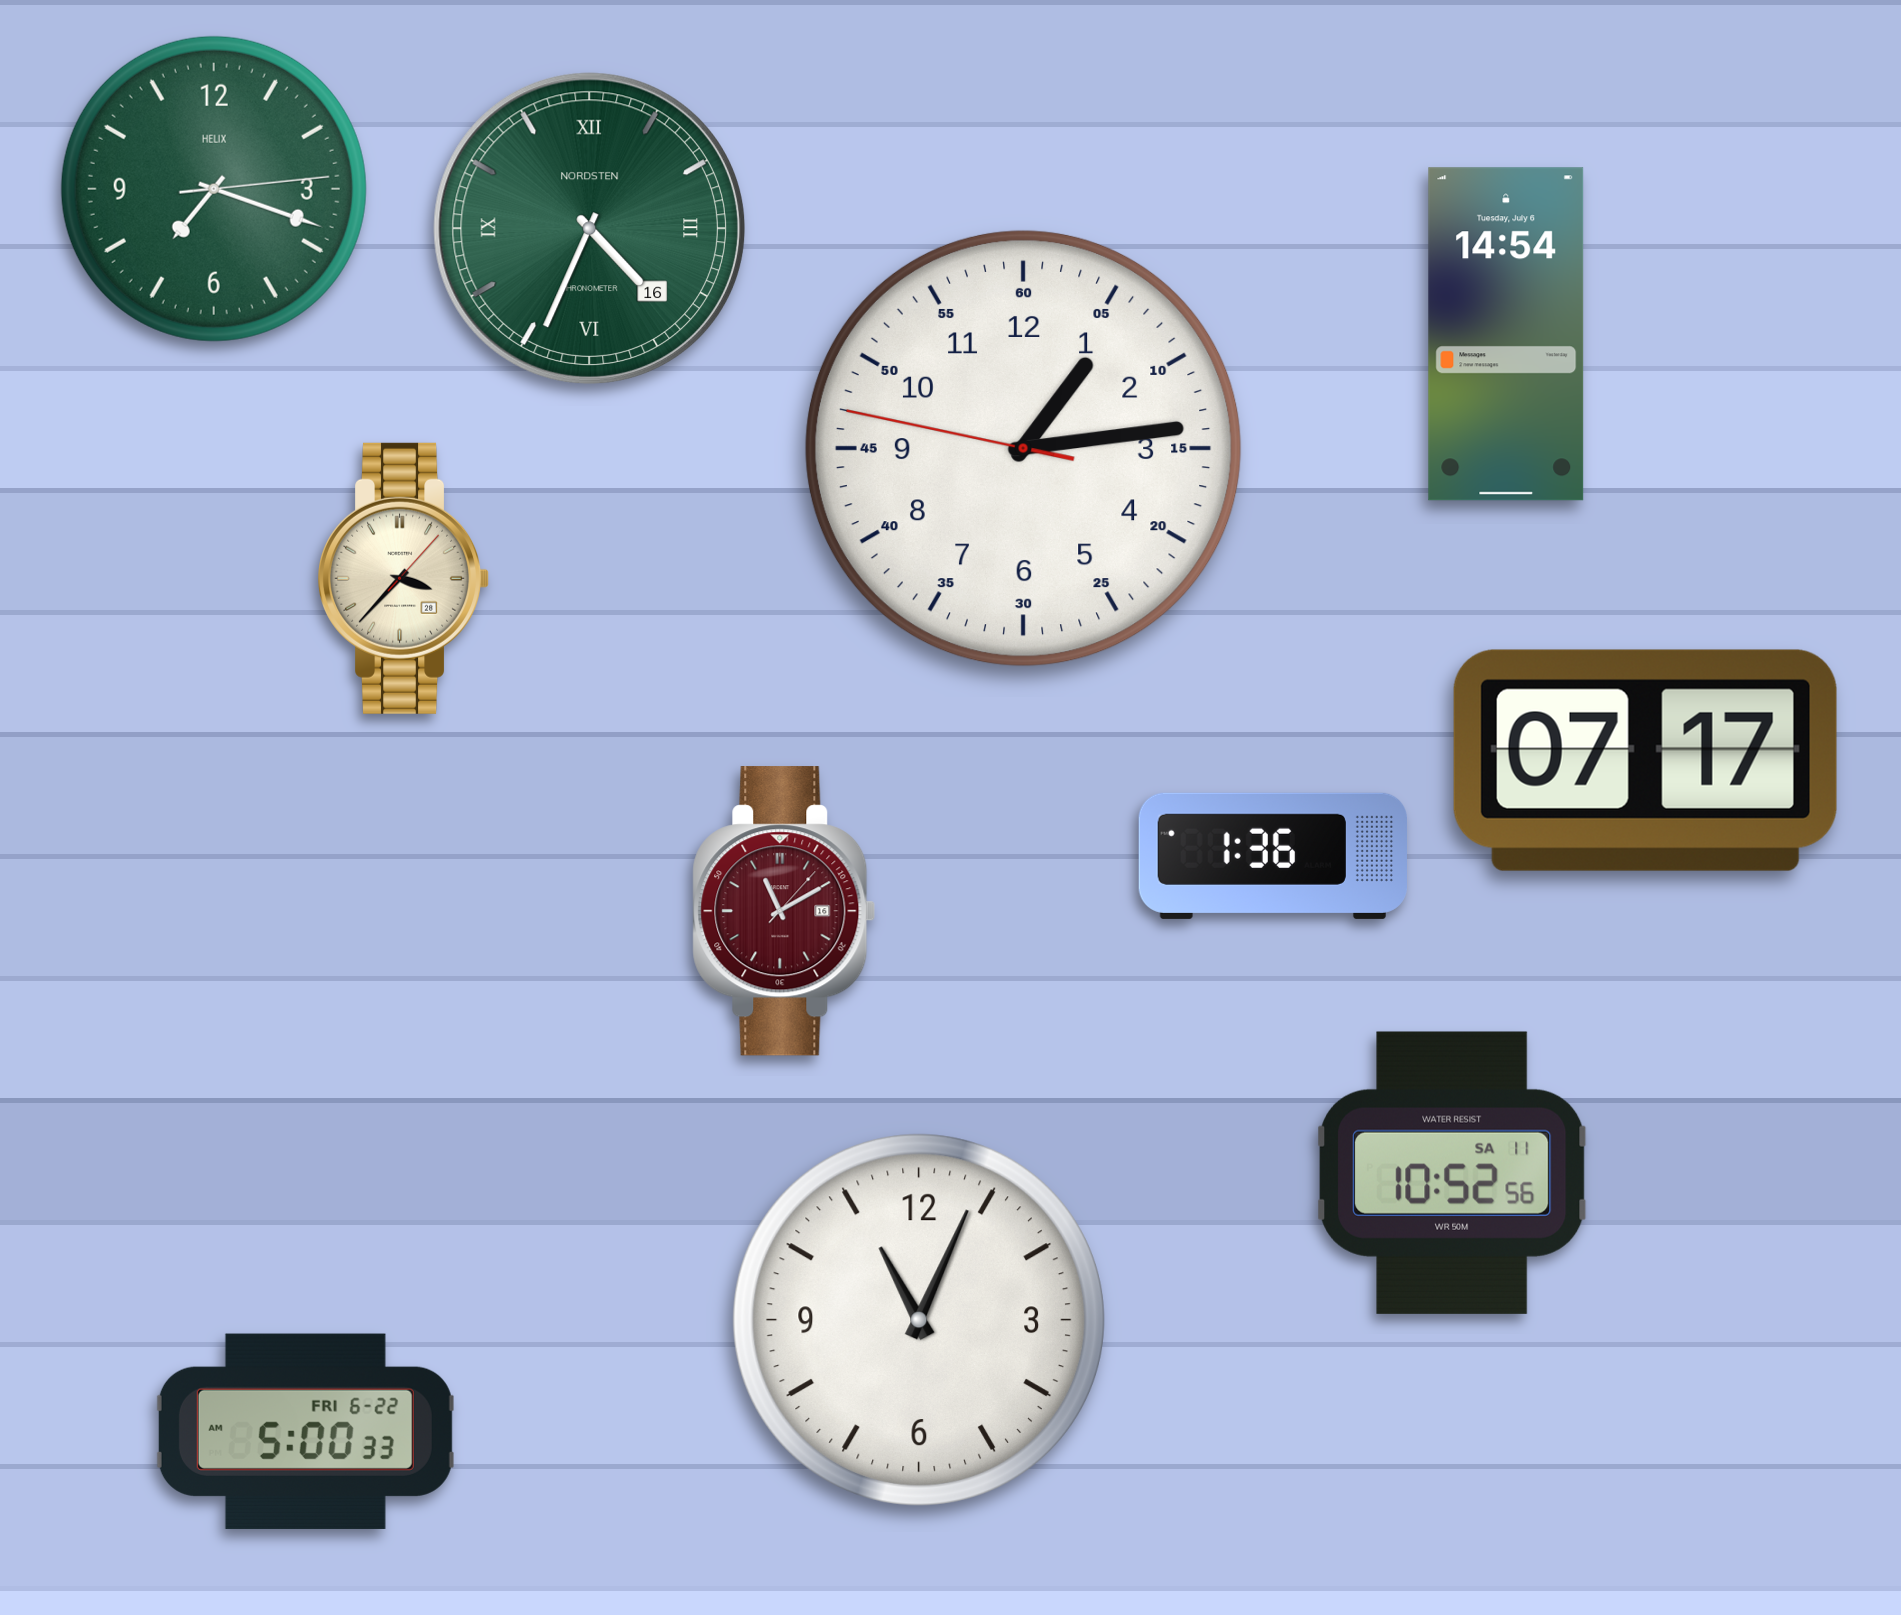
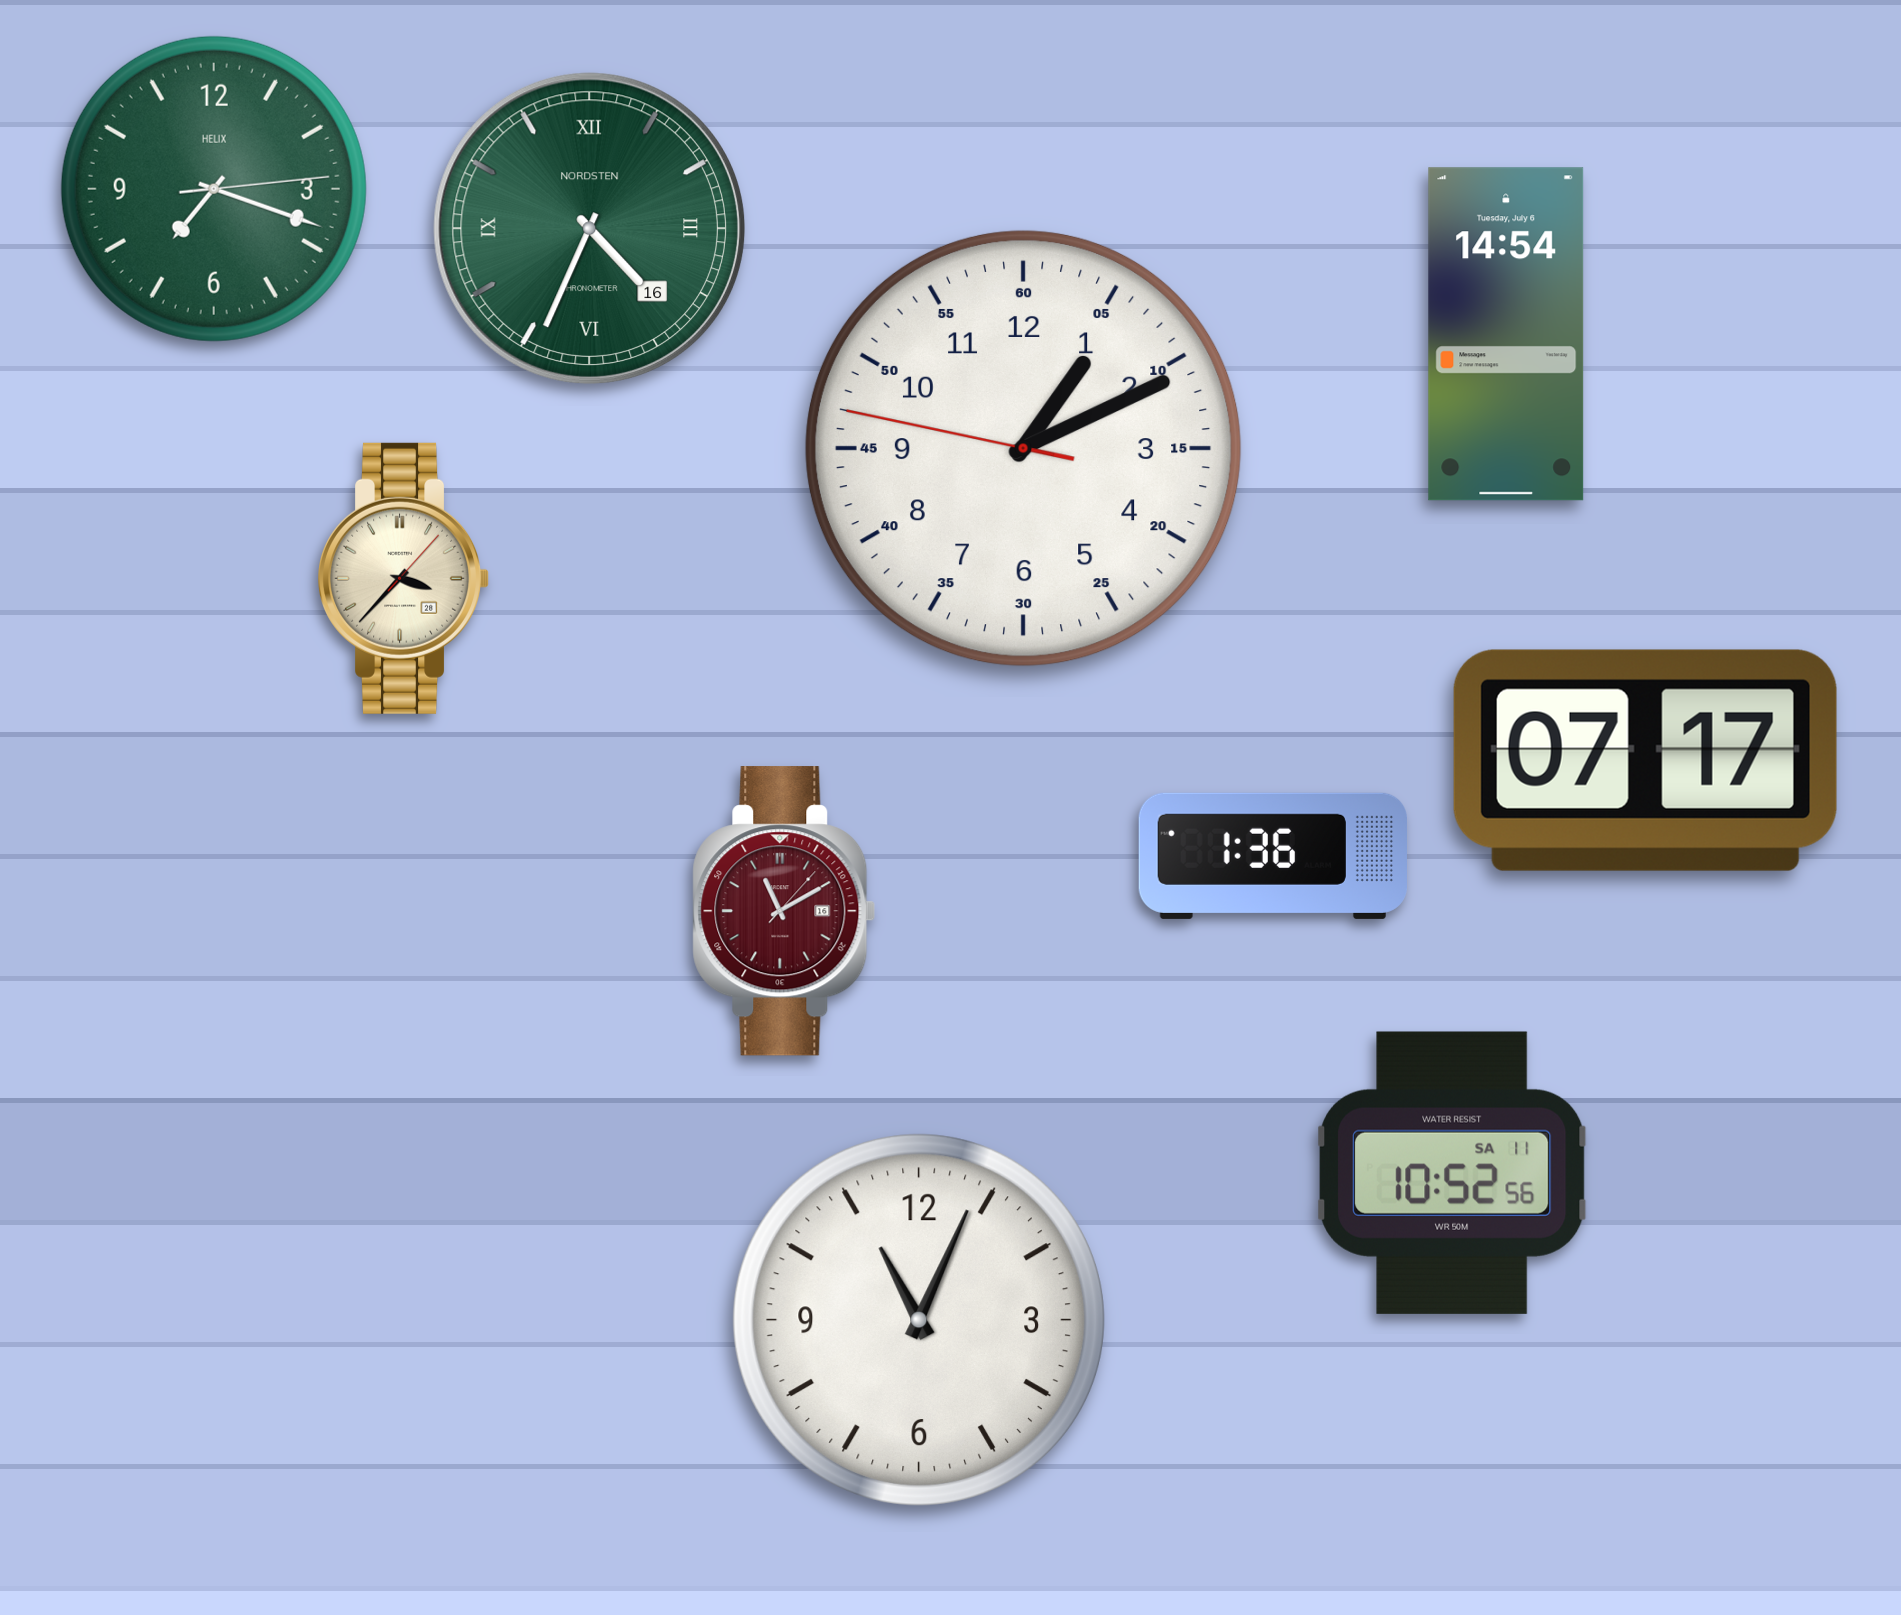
clock at (1023, 448): 1:13 -> 1:10
clock at (305, 1431): 5:00 -> none
